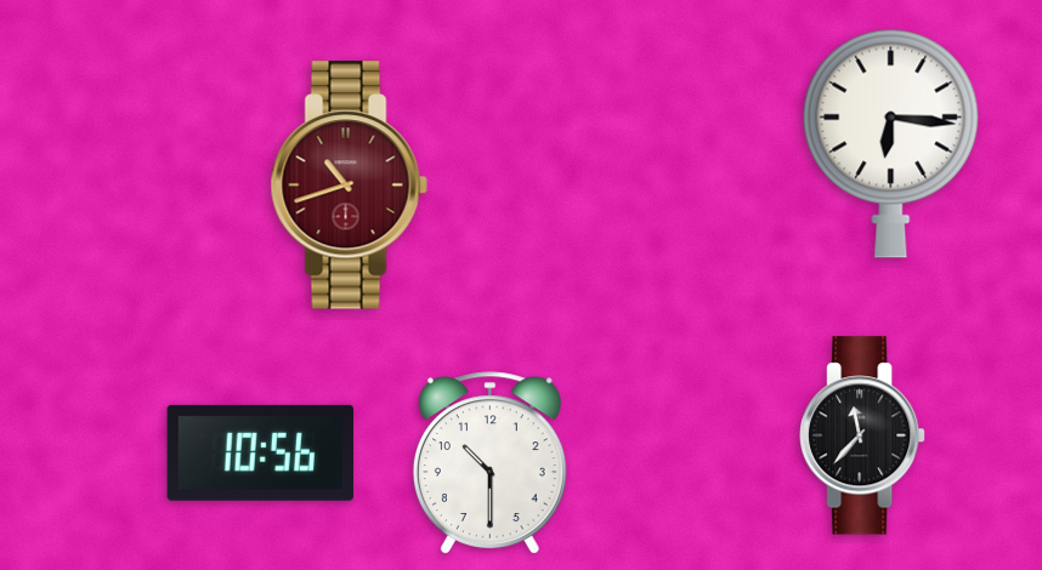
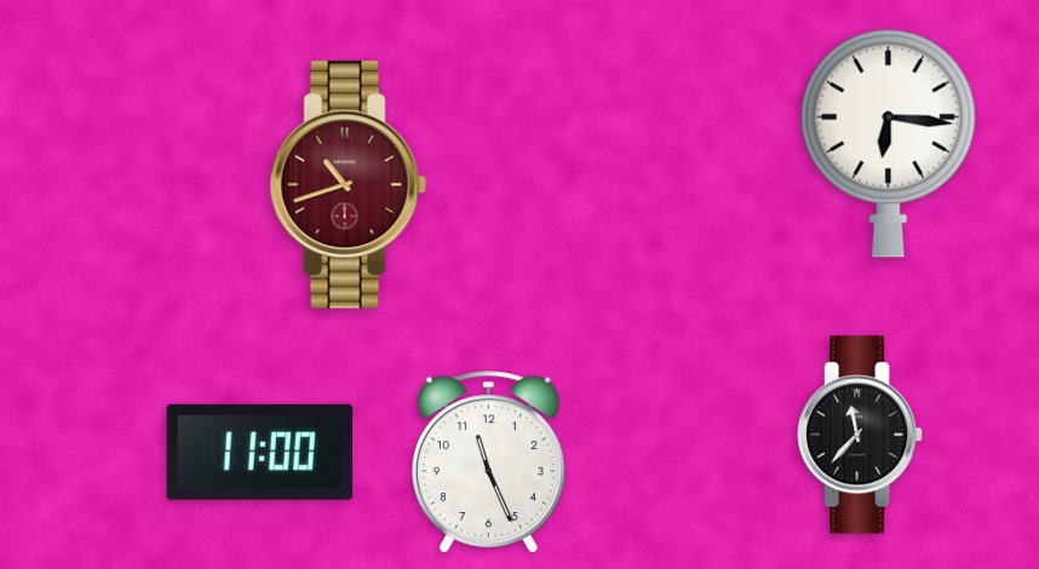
clock at (260, 452): 10:56 -> 11:00
clock at (489, 463): 10:30 -> 11:26
